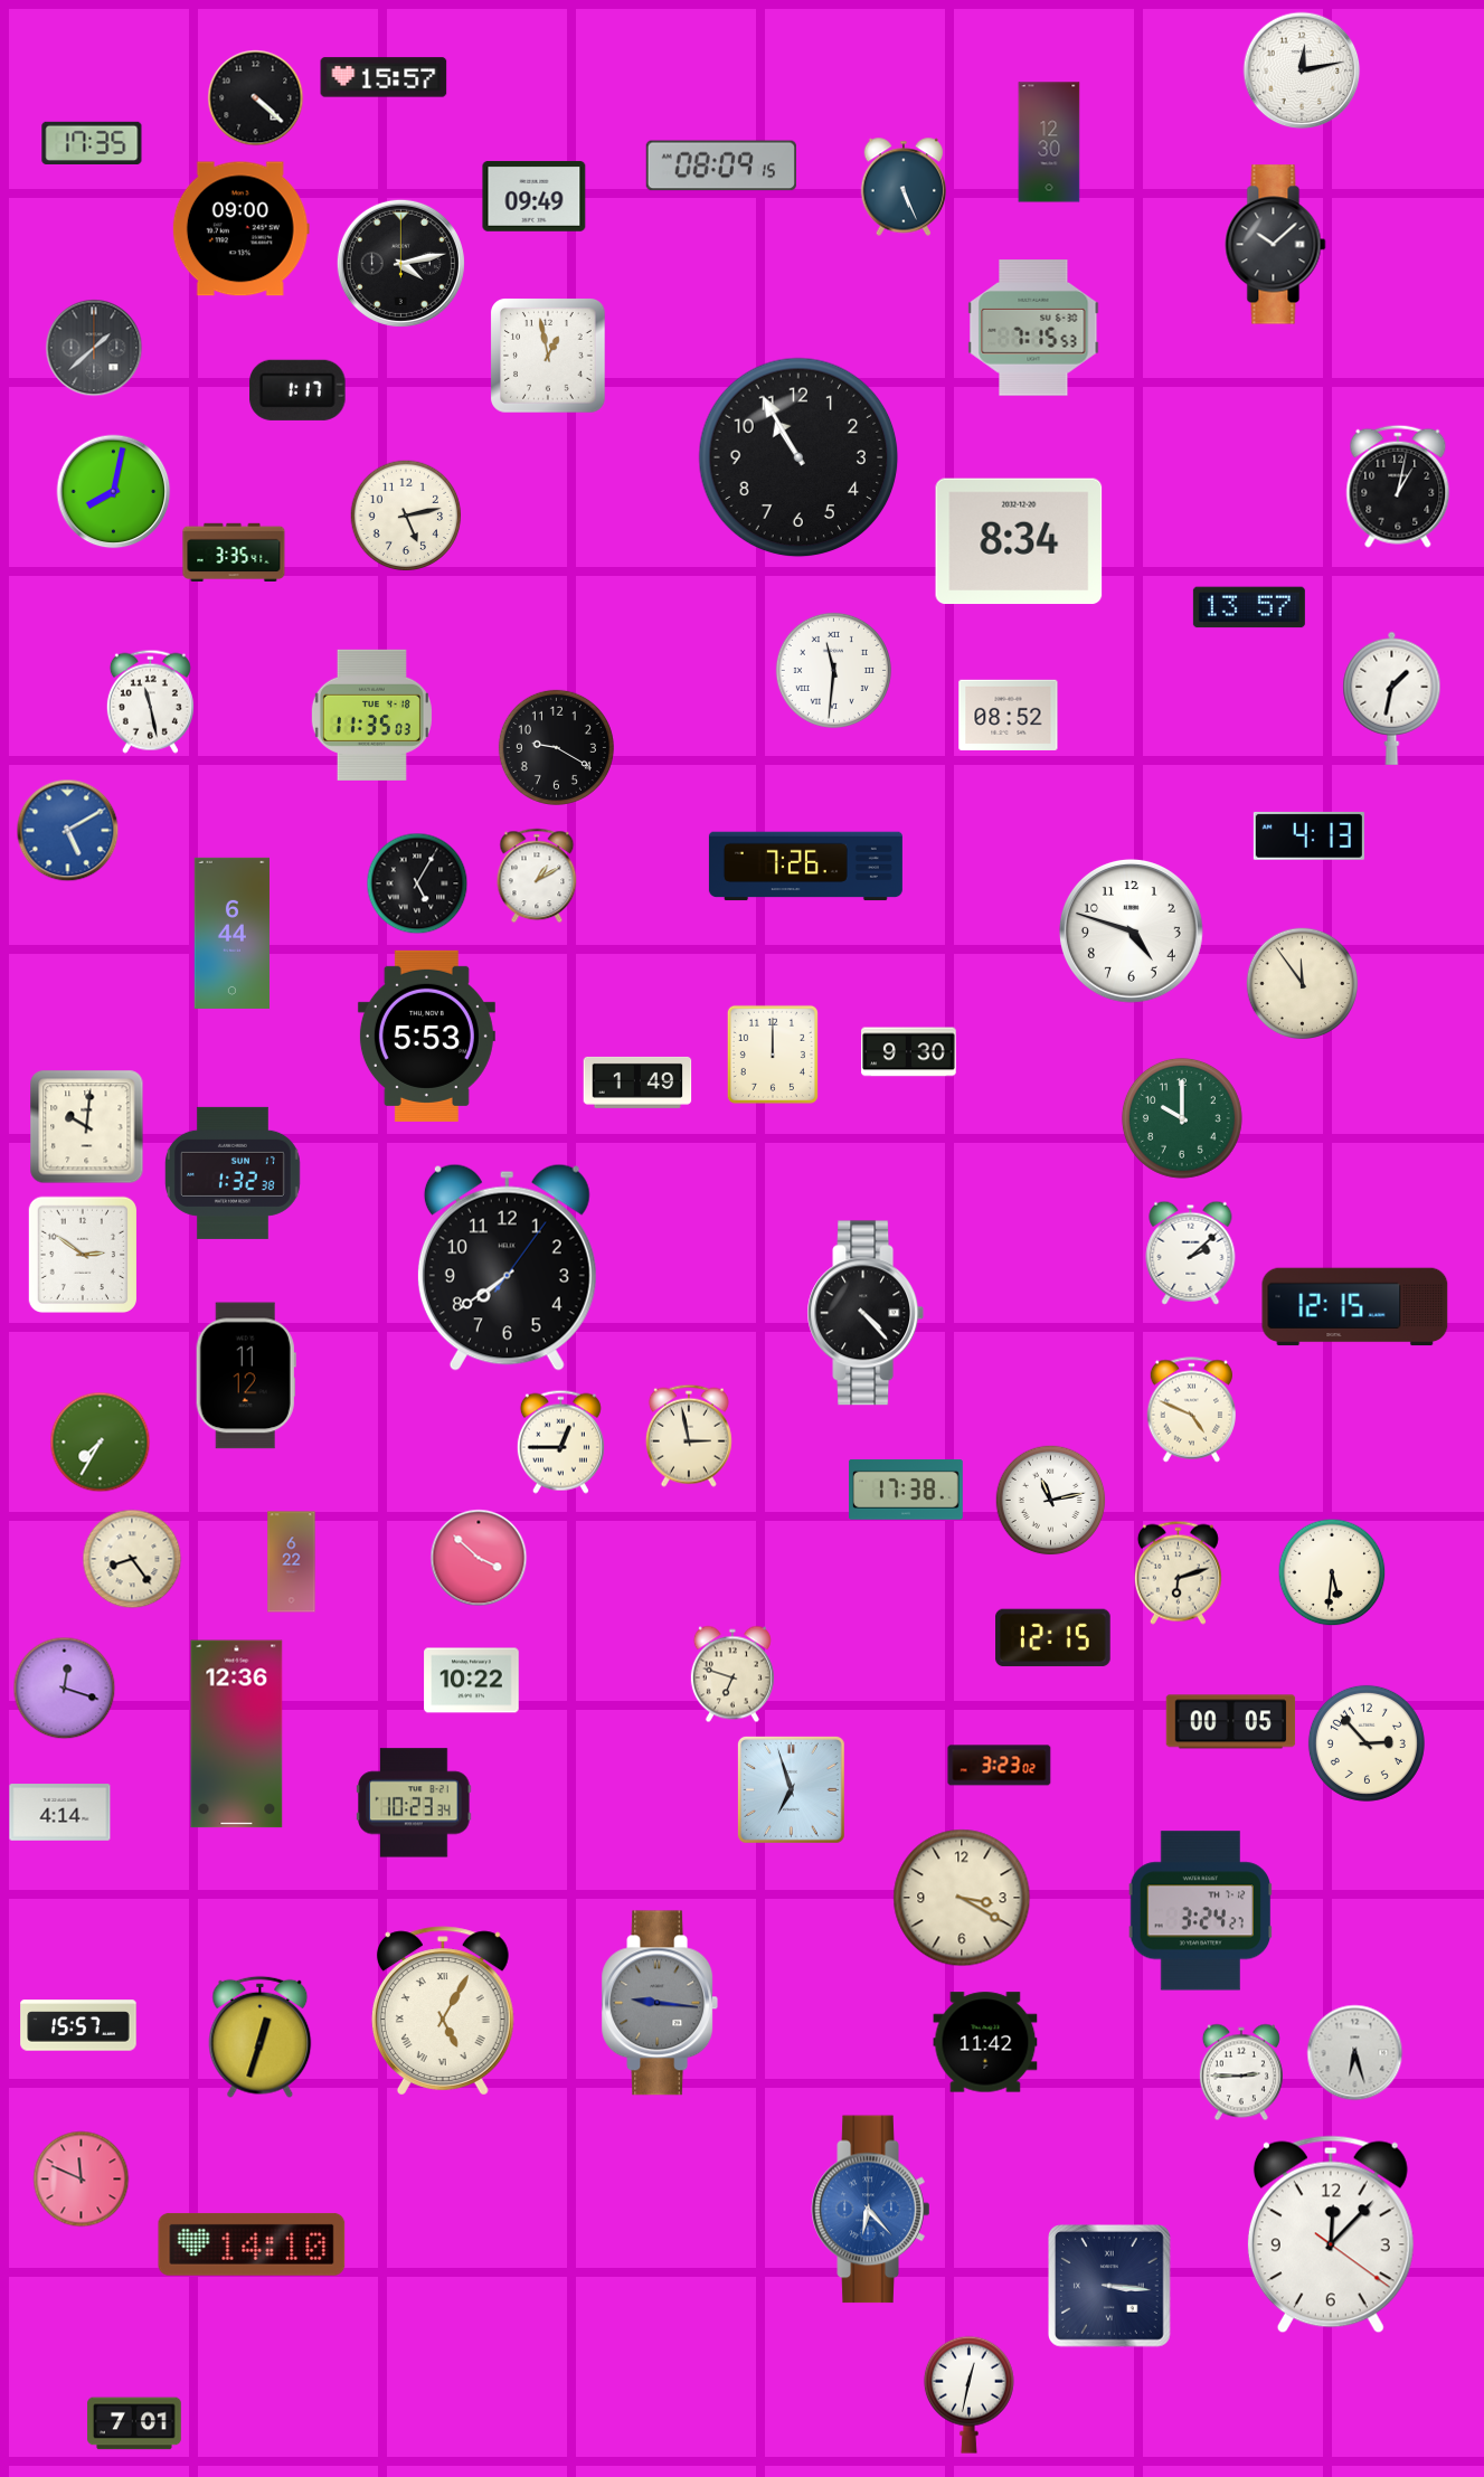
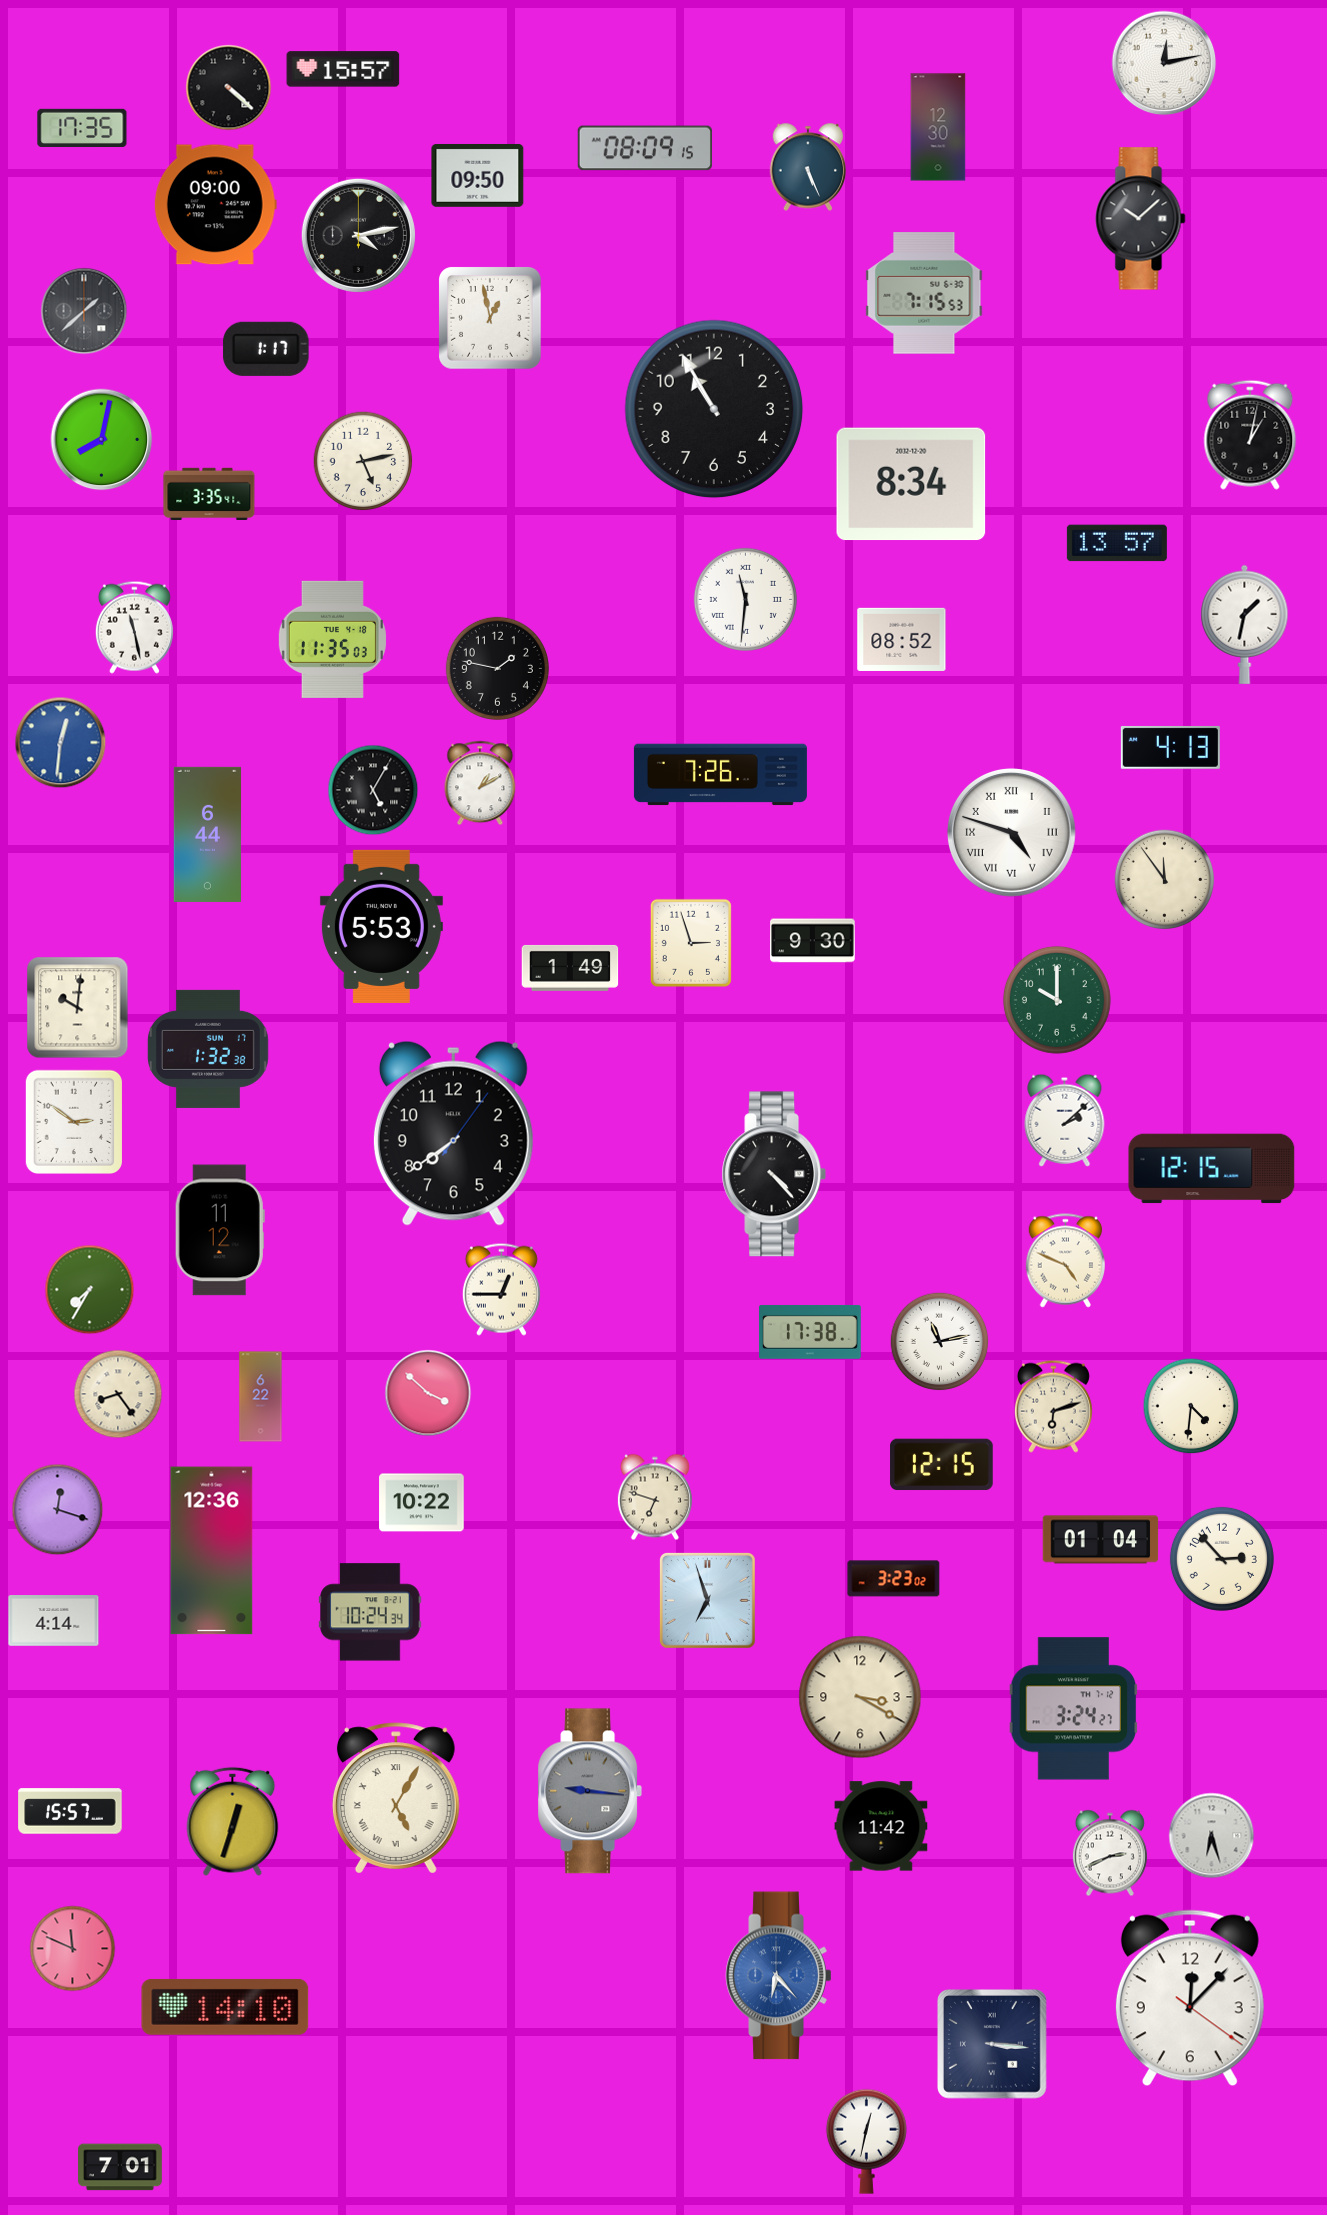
clock at (535, 196): 09:49 -> 09:50
clock at (556, 747): 9:20 -> 1:47
clock at (68, 831): 5:10 -> 12:31
clock at (1132, 932) numerals: Arabic -> Roman
clock at (773, 1055): 12:00 -> 2:57
clock at (689, 1436): 2:58 -> none
clock at (1332, 1572): 5:31 -> 4:31
clock at (1231, 1722): 00:05 -> 01:04
clock at (414, 1803): 10:23 -> 10:24
clock at (1241, 2072): 2:45 -> 2:41
